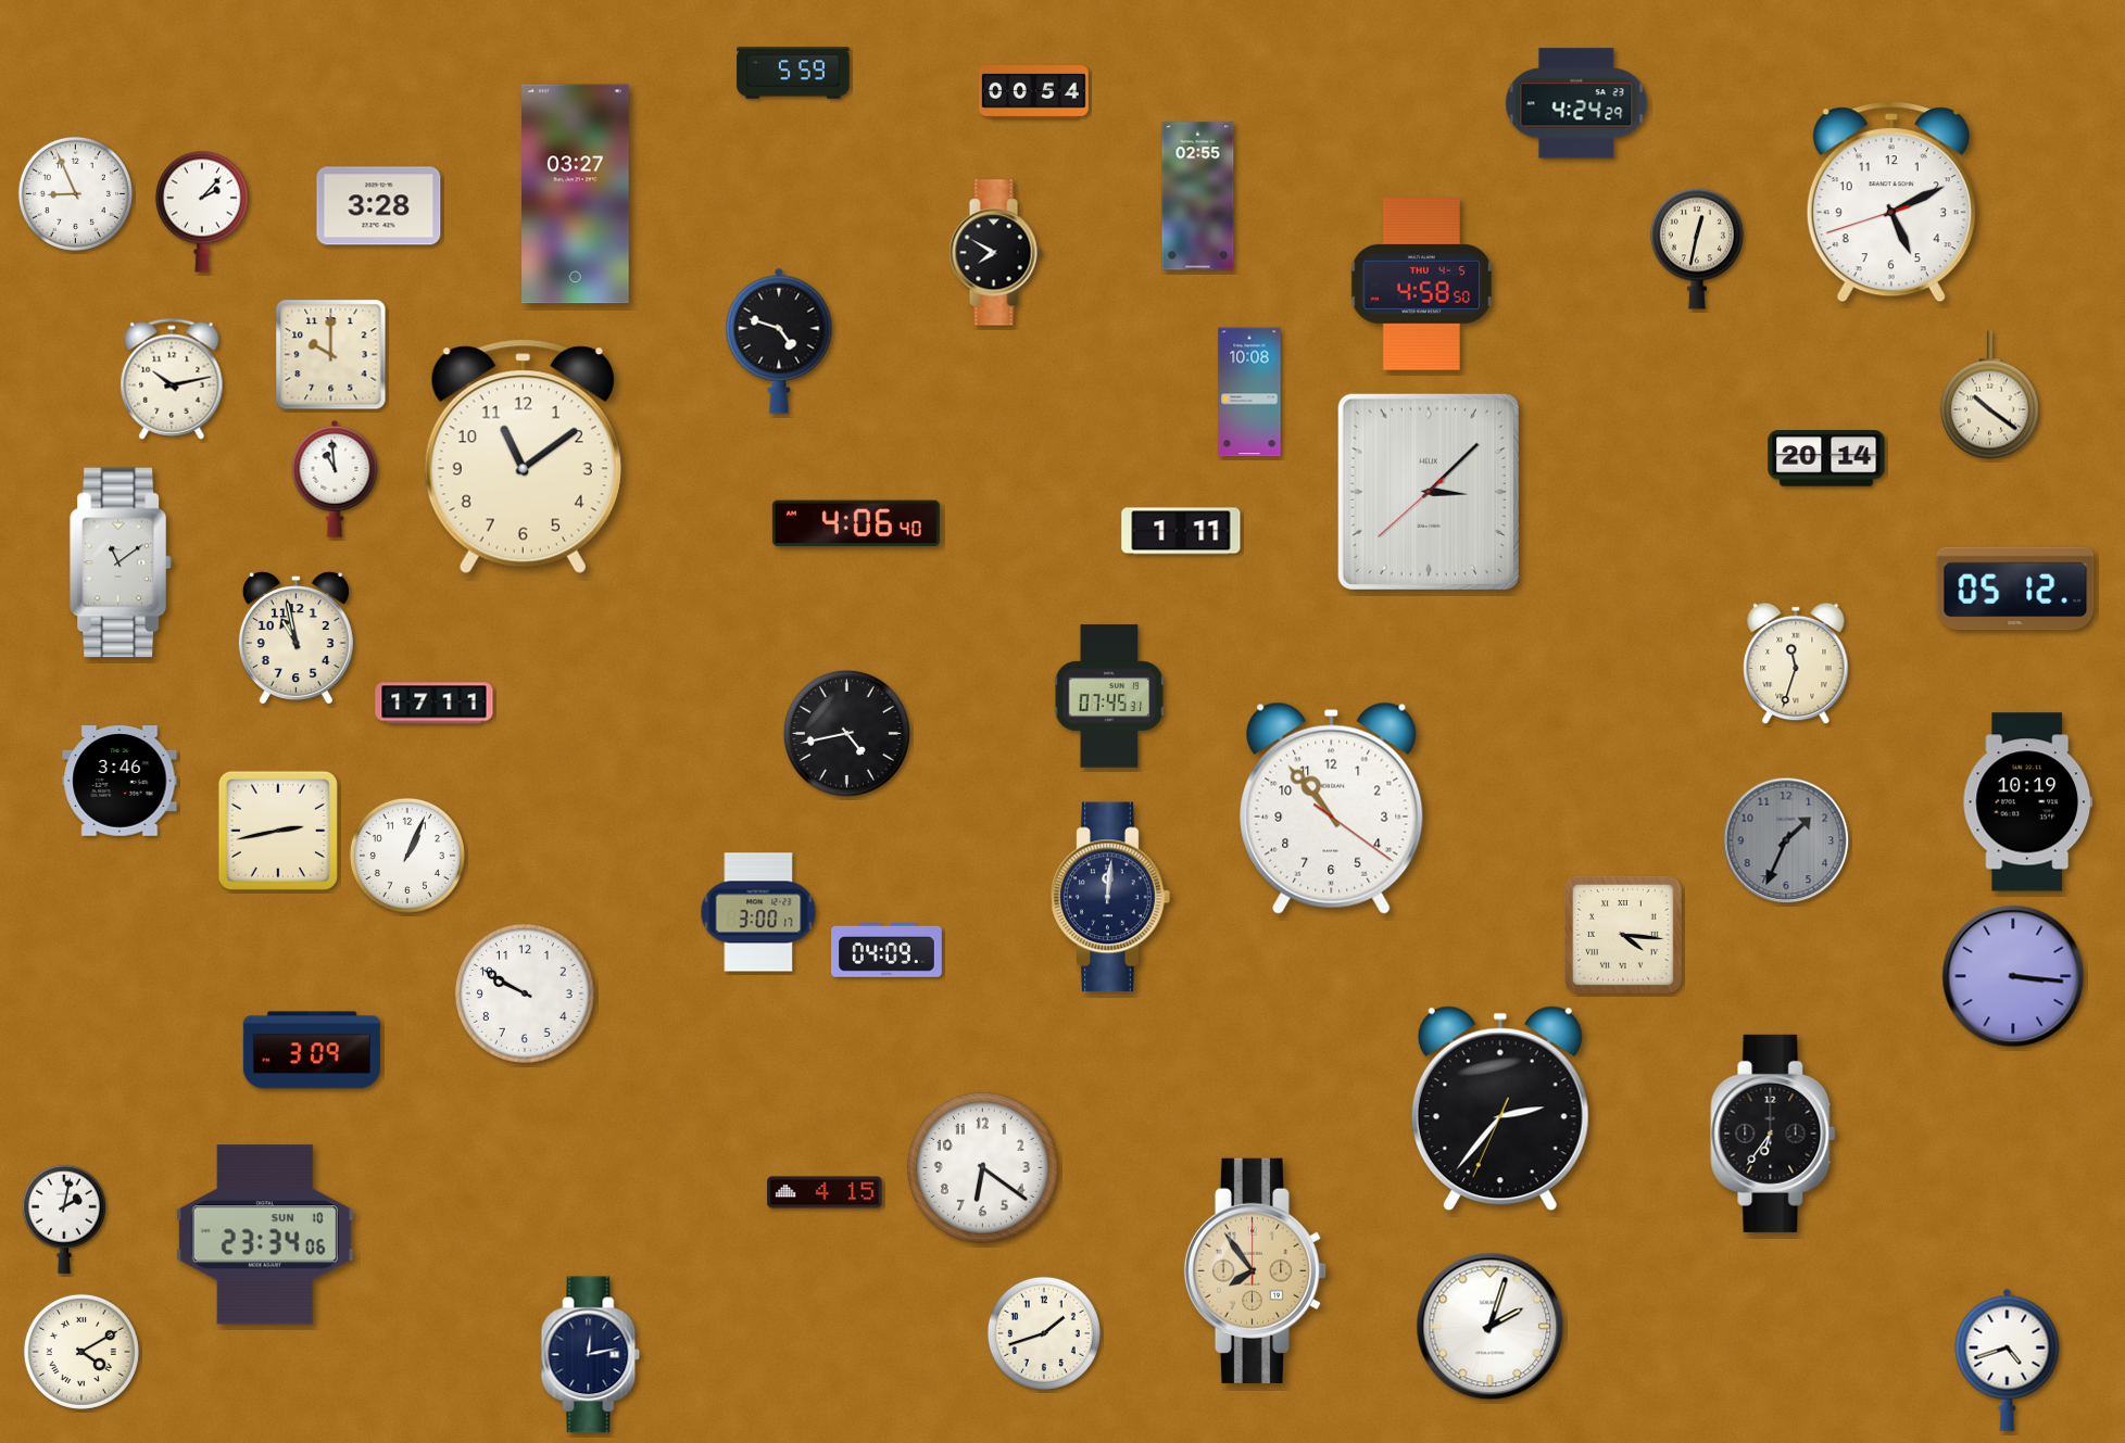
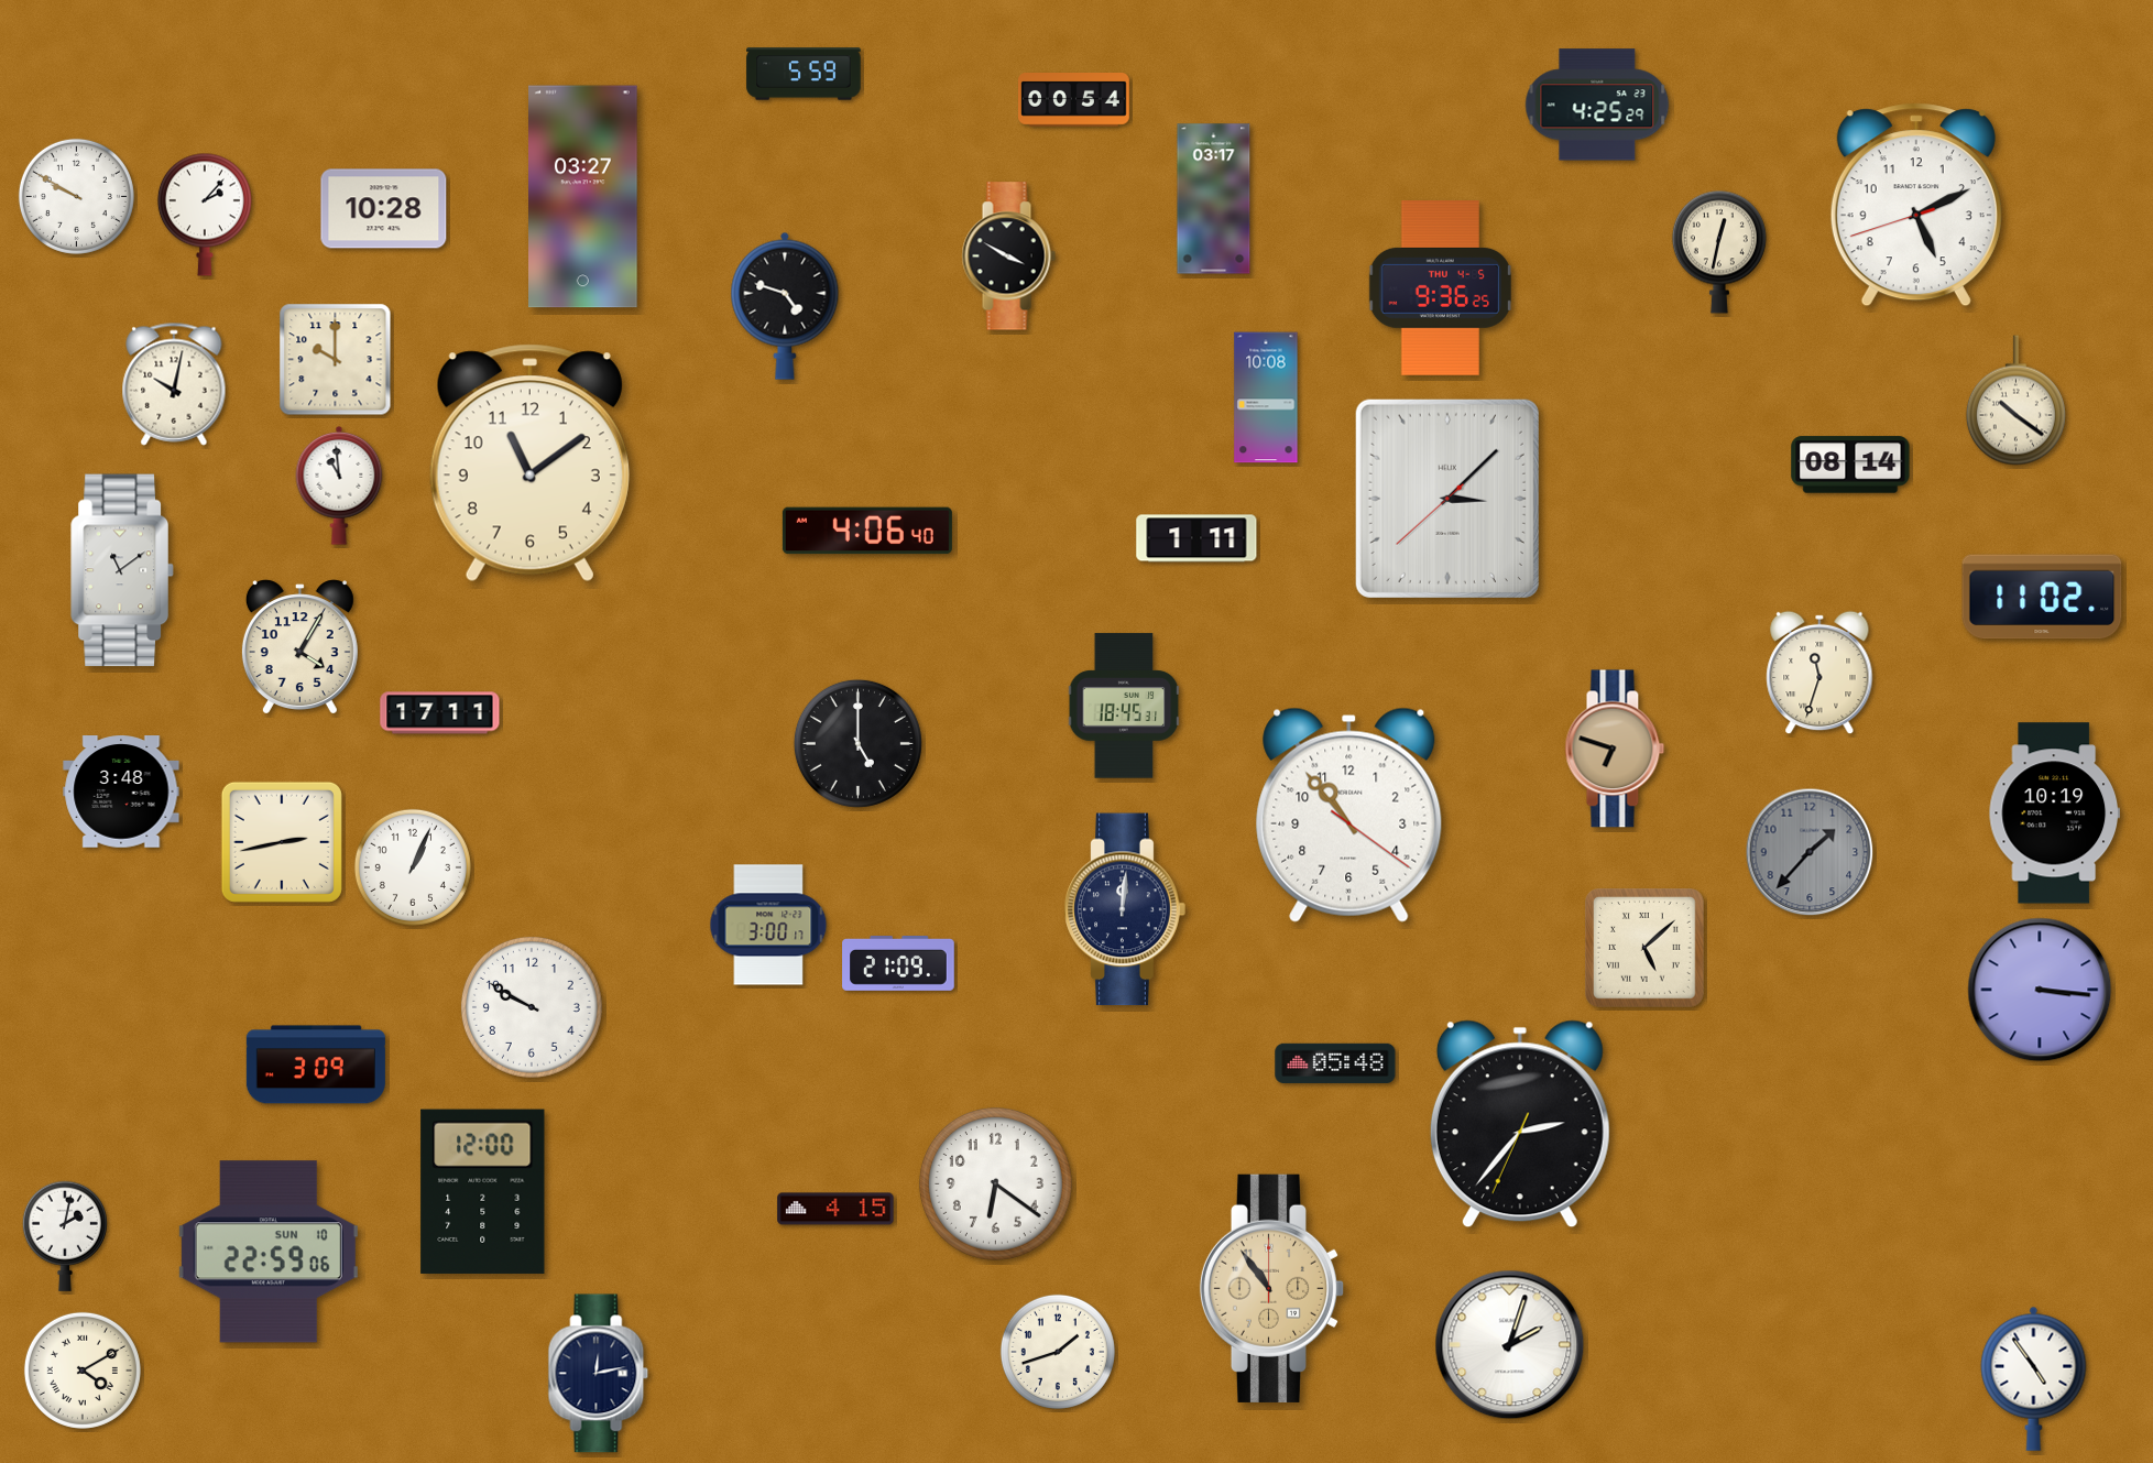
clock at (1034, 92) position: (1034, 92) -> (1074, 100)
clock at (1576, 103): 4:24 -> 4:25
clock at (75, 193): 8:56 -> 9:50
clock at (1198, 197): 02:55 -> 03:17
clock at (379, 206): 3:28 -> 10:28
clock at (995, 253): 7:50 -> 3:50
clock at (1421, 284): 4:58 -> 9:36
clock at (779, 341) position: (779, 341) -> (785, 306)
clock at (172, 379): 10:13 -> 10:02
clock at (1826, 458): 20:14 -> 08:14
clock at (2015, 588): 05:12 -> 11:02
clock at (296, 637): 10:58 -> 4:05
clock at (1109, 696): 07:45 -> 18:45
clock at (846, 733): 4:43 -> 5:00
clock at (1615, 749): none -> 6:48
clock at (120, 781): 3:46 -> 3:48
clock at (1332, 808) position: (1332, 808) -> (1349, 815)
clock at (1786, 840): 1:34 -> 1:37
clock at (1624, 936): 4:16 -> 5:08
clock at (887, 951): 04:09 -> 21:09
clock at (1335, 1063): none -> 05:48
clock at (1773, 1134): 6:36 -> none
clock at (483, 1191): none -> 12:00
clock at (265, 1235): 23:34 -> 22:59
clock at (1256, 1270): 7:54 -> 10:54
clock at (2008, 1359): 4:42 -> 4:54
